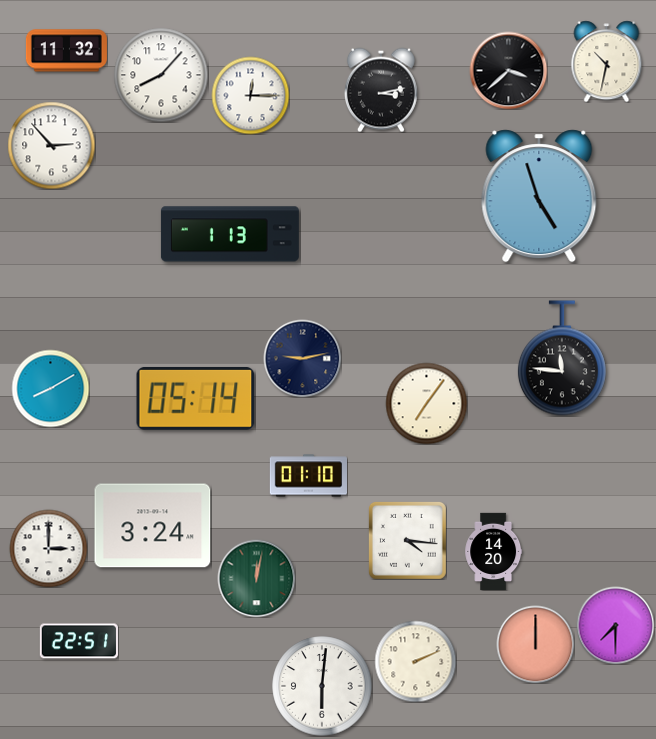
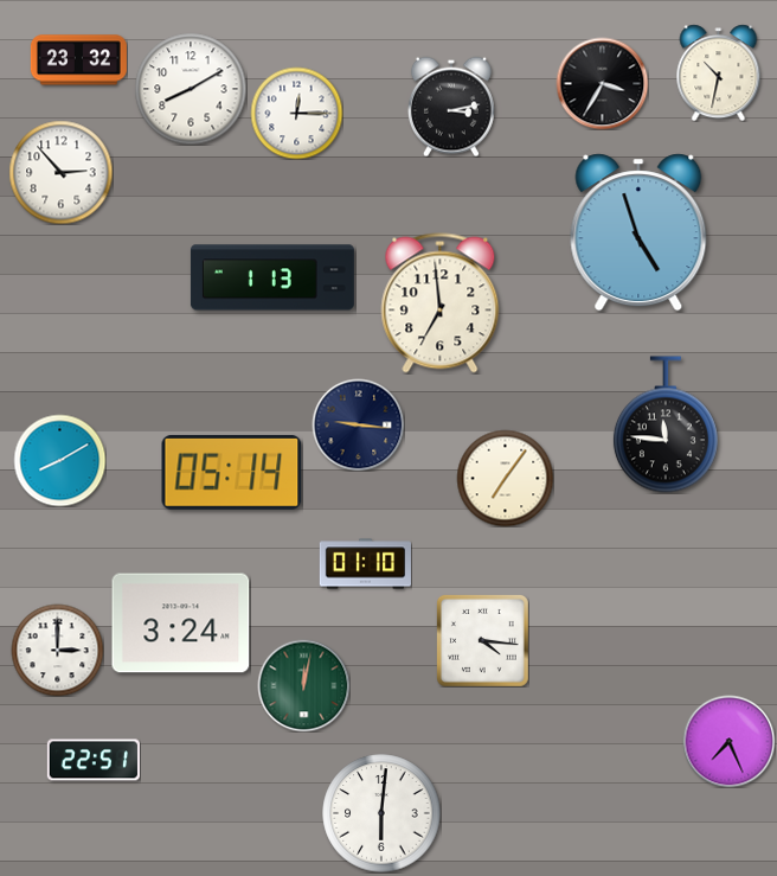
clock at (66, 51): 11:32 -> 23:32
clock at (508, 70): 3:38 -> 3:35
clock at (161, 75): 8:07 -> 8:10
clock at (441, 303): none -> 6:59
clock at (302, 358): 9:13 -> 9:16
clock at (494, 551): 14:20 -> none
clock at (615, 625): 7:30 -> 7:26
clock at (535, 644): 12:00 -> none
clock at (415, 661): 2:11 -> none
